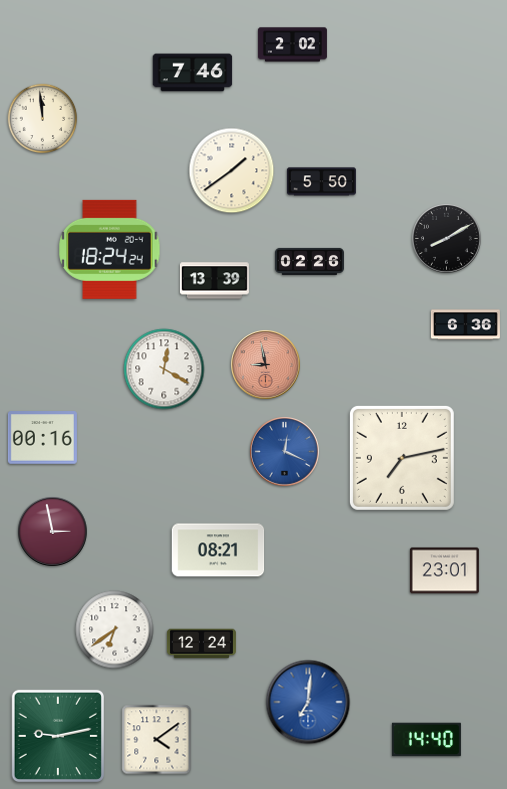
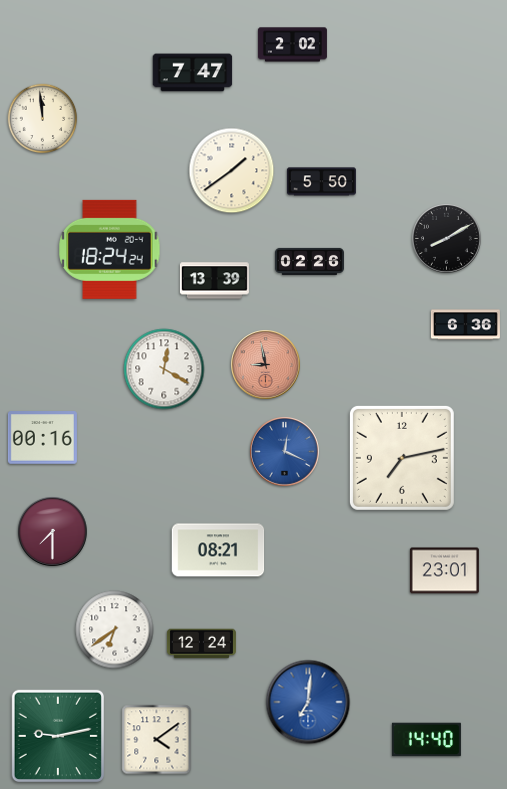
clock at (193, 73): 7:46 -> 7:47
clock at (53, 532): 2:58 -> 7:30
